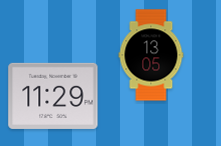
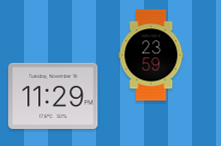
clock at (151, 55): 13:05 -> 23:59
